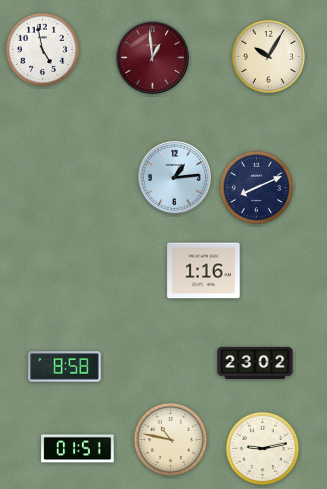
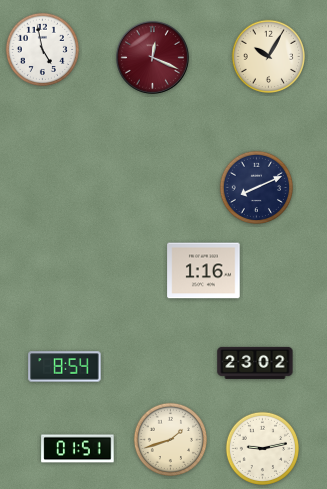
clock at (153, 58): 12:59 -> 12:19
clock at (175, 178): 1:14 -> none
clock at (65, 367): 8:58 -> 8:54
clock at (170, 439): 10:47 -> 1:42
